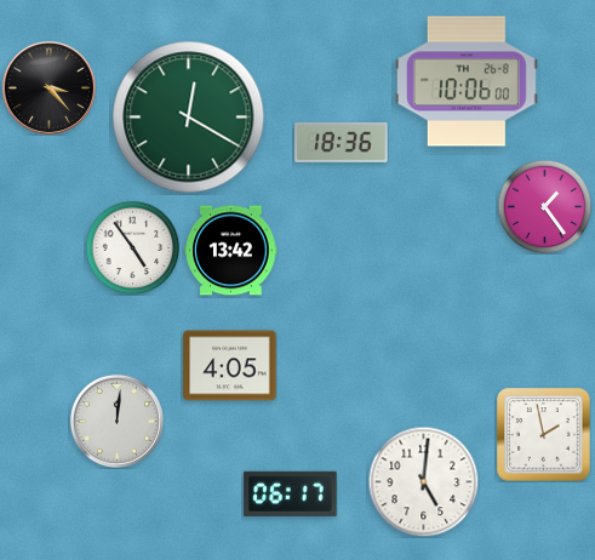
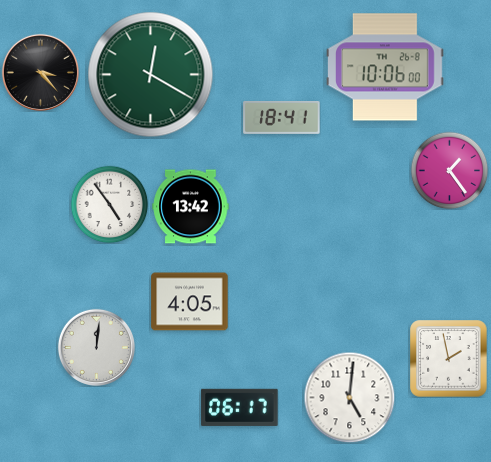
clock at (189, 118) position: (189, 118) -> (151, 75)
clock at (342, 143): 18:36 -> 18:41
